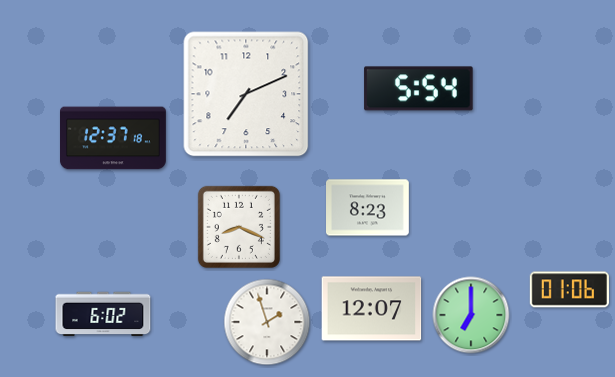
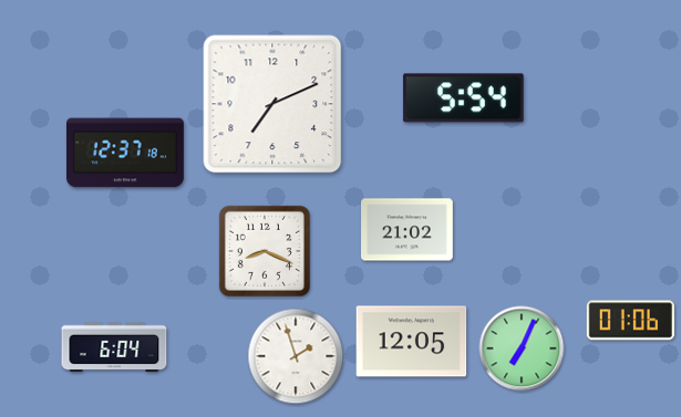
clock at (368, 208): 8:23 -> 21:02
clock at (372, 309): 12:07 -> 12:05
clock at (103, 314): 6:02 -> 6:04
clock at (471, 315): 7:00 -> 7:04
